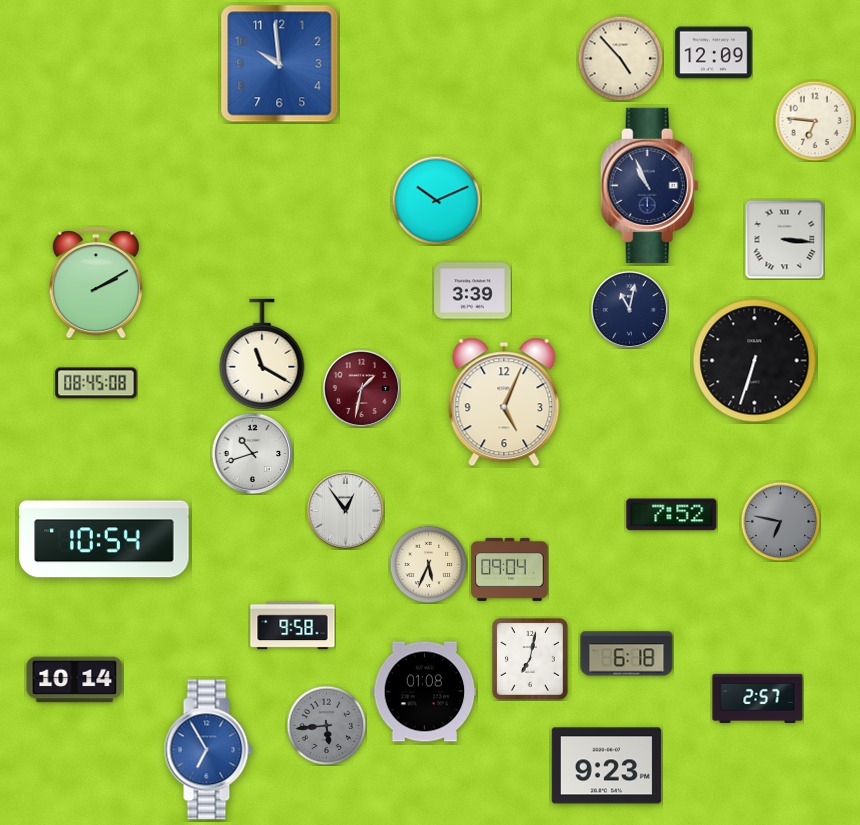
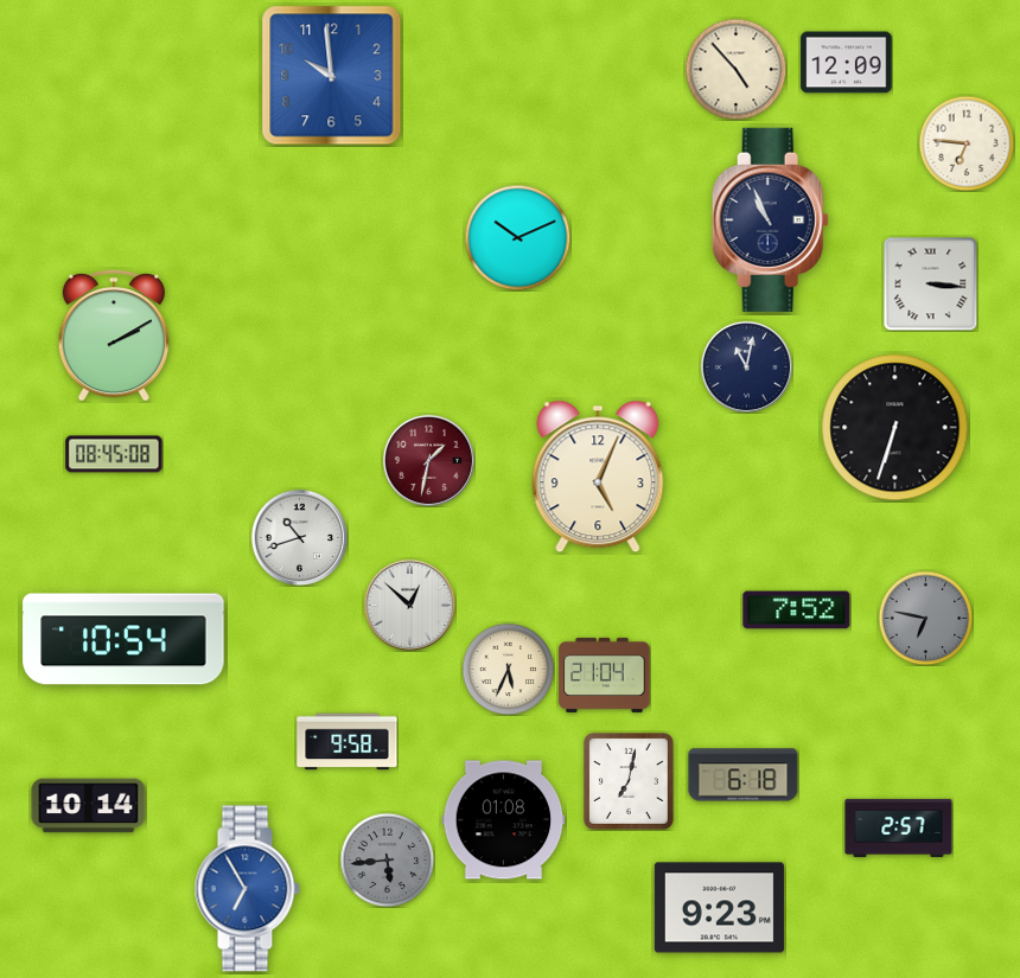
clock at (473, 291): 3:39 -> none
clock at (262, 354): 11:20 -> none
clock at (345, 510): 12:54 -> 12:52
clock at (510, 569): 09:04 -> 21:04
